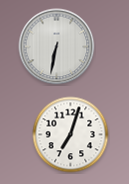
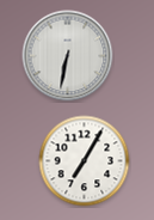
clock at (71, 135): 7:03 -> 7:05
